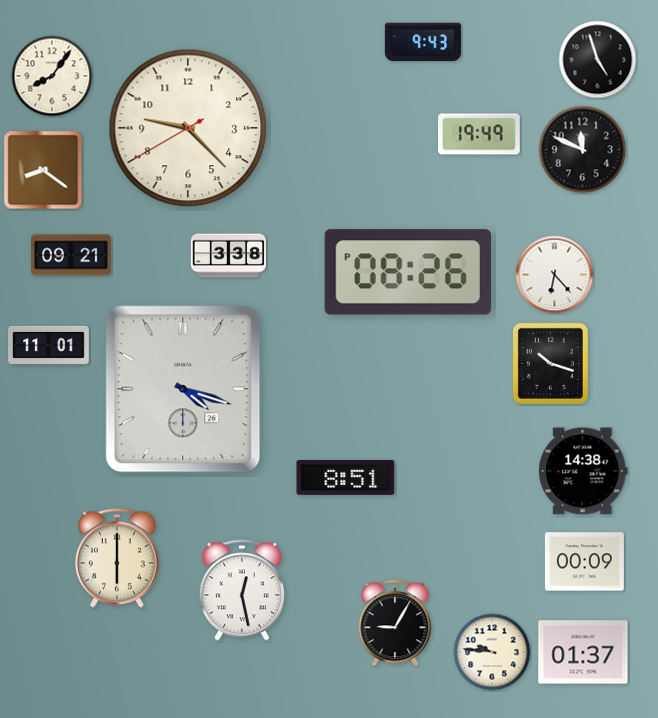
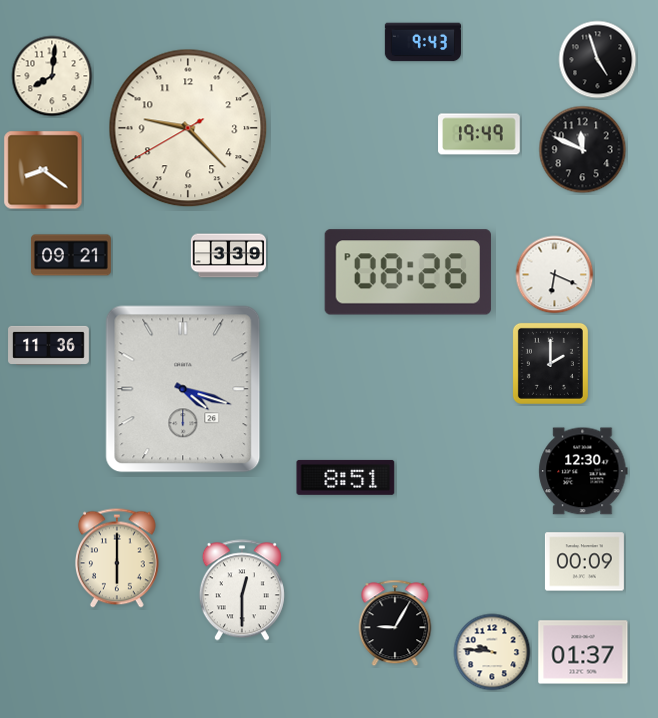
clock at (52, 76): 8:06 -> 8:01
clock at (228, 256): 3:38 -> 3:39
clock at (555, 275): 6:23 -> 6:19
clock at (49, 345): 11:01 -> 11:36
clock at (550, 363): 10:18 -> 2:00
clock at (583, 471): 14:38 -> 12:30
clock at (242, 590): 12:28 -> 12:30
